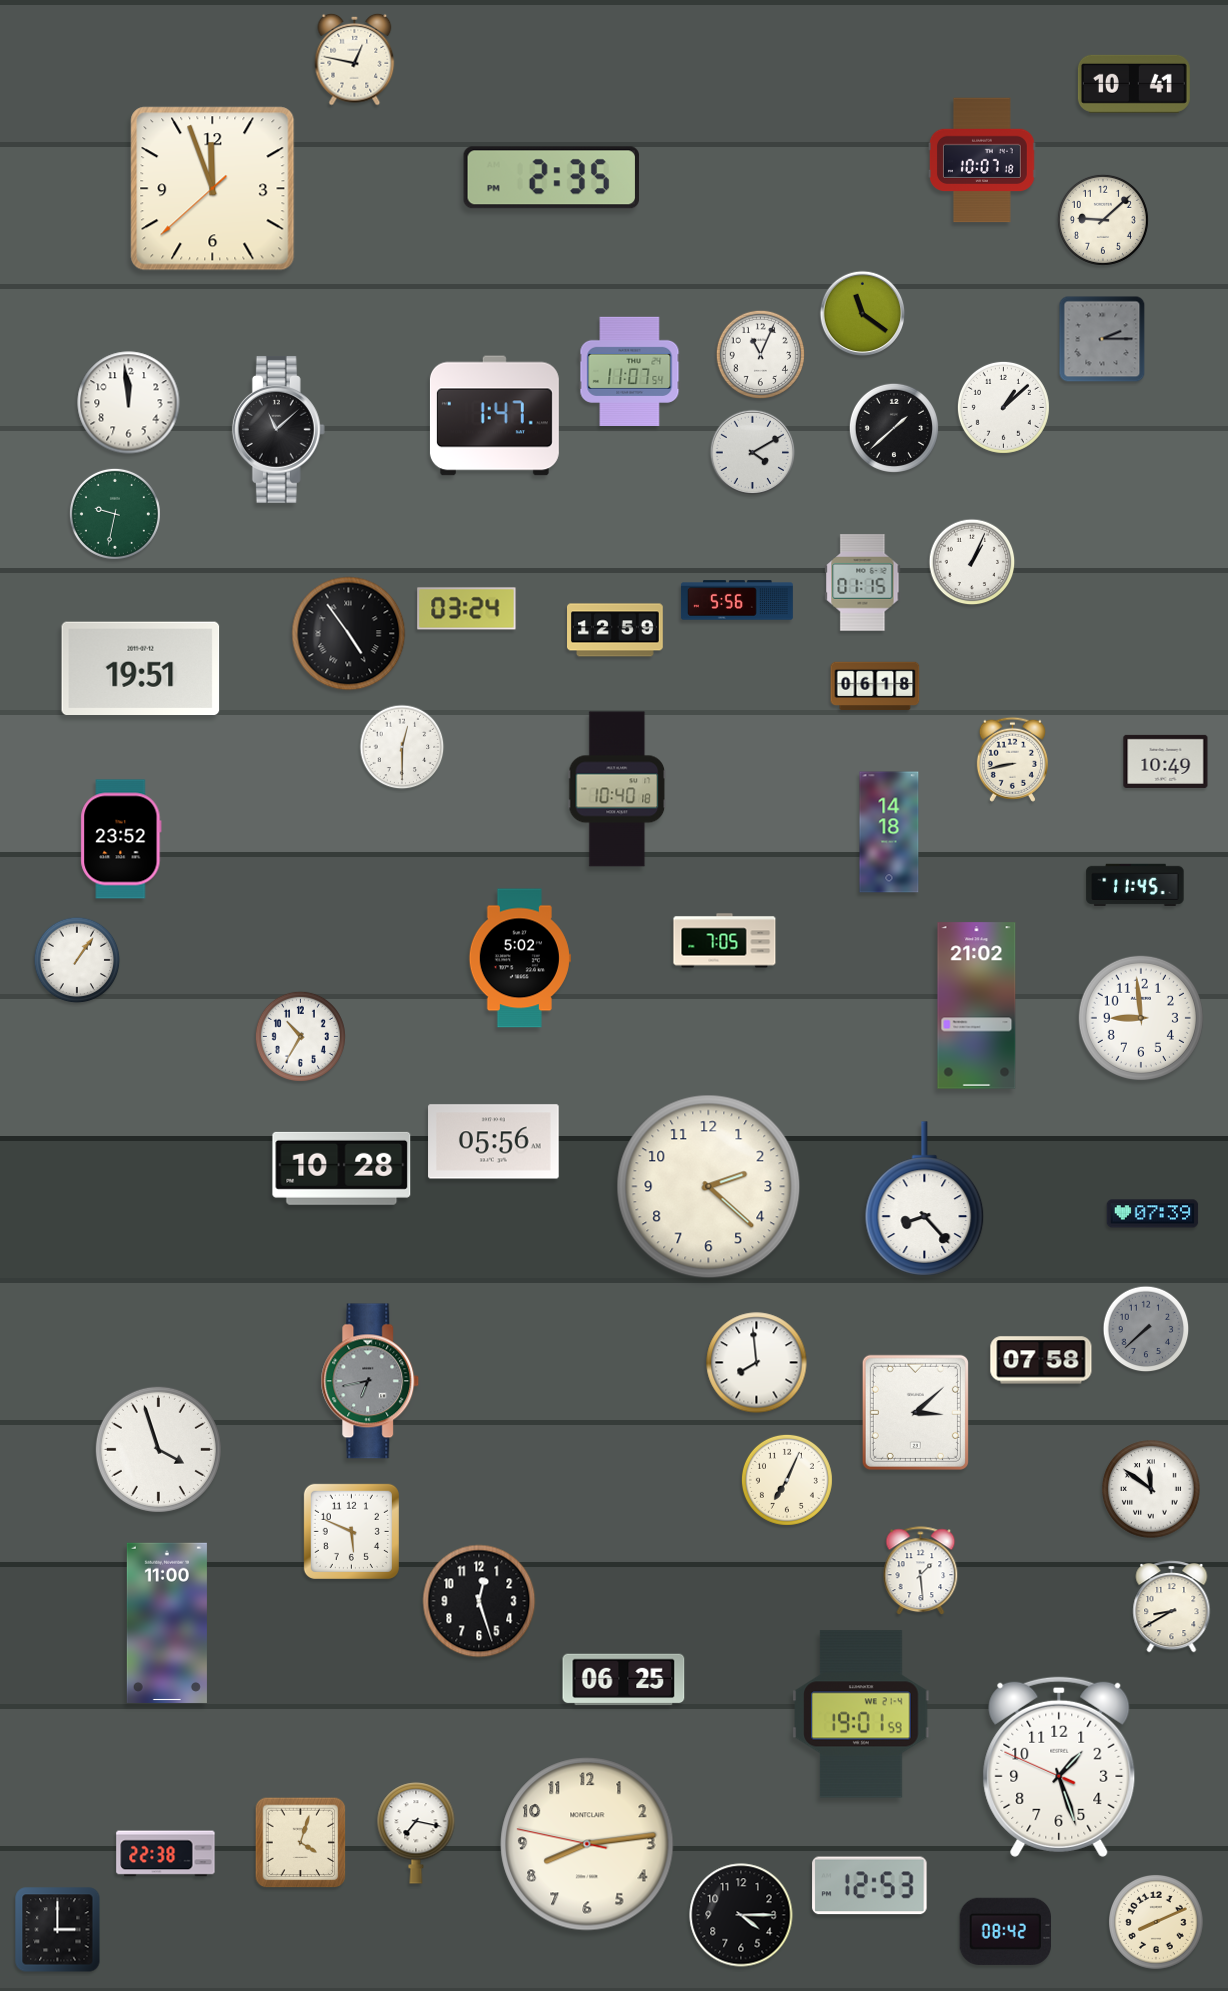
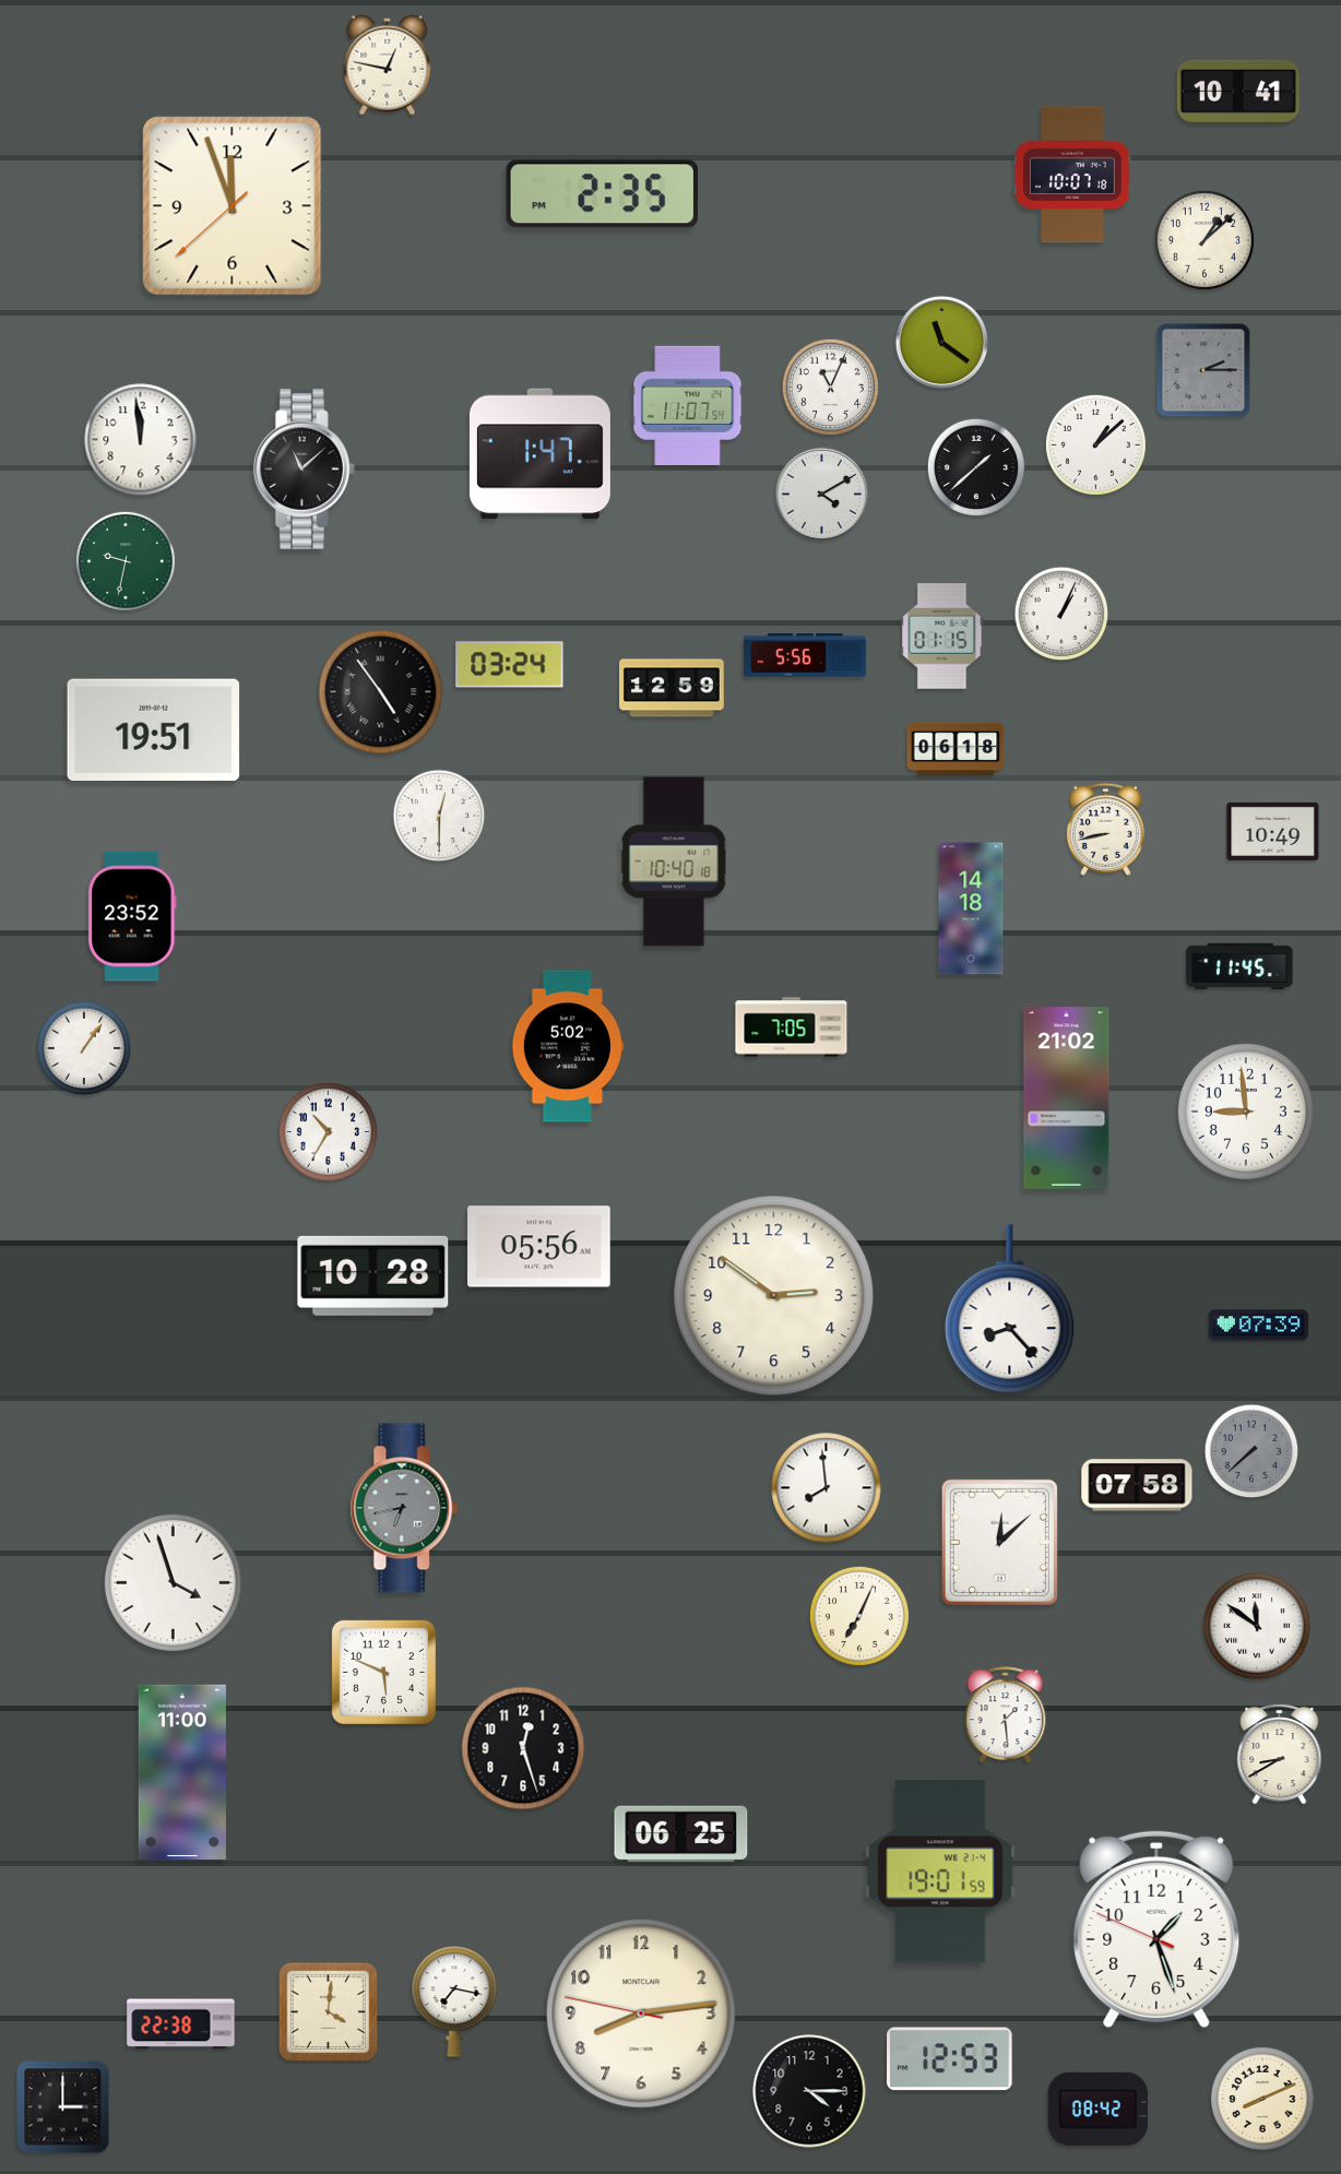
clock at (1103, 220): 9:08 -> 1:08
clock at (709, 1187): 2:22 -> 2:51
clock at (915, 1412): 3:08 -> 12:08
clock at (301, 1843): 4:03 -> 4:01
